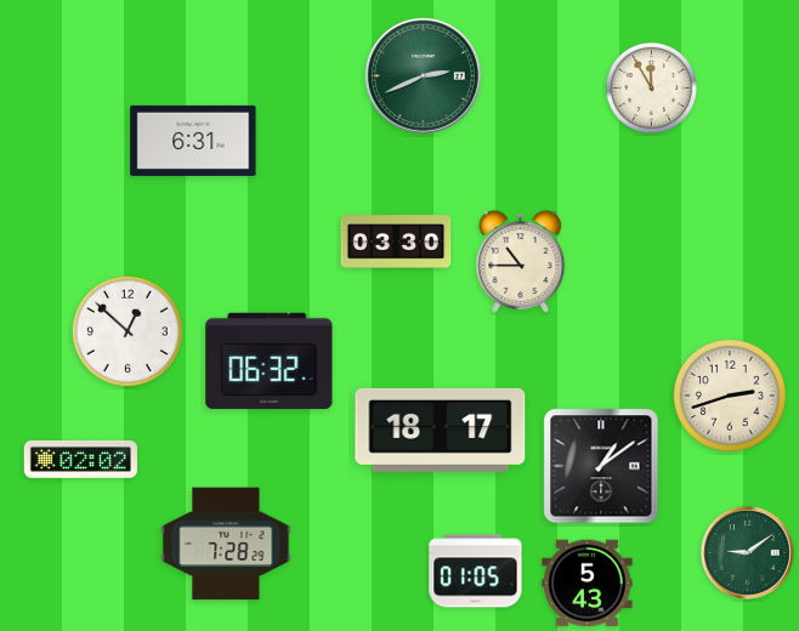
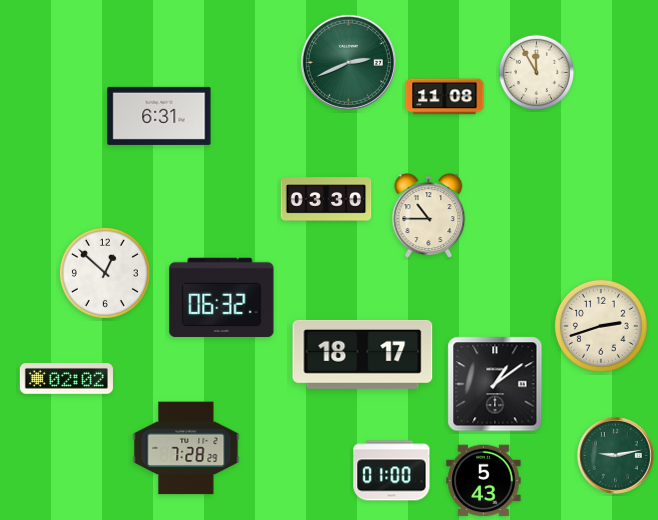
clock at (445, 97): none -> 11:08
clock at (748, 553): 9:09 -> 9:13
clock at (476, 572): 01:05 -> 01:00
